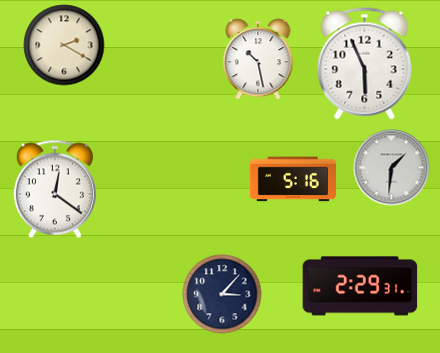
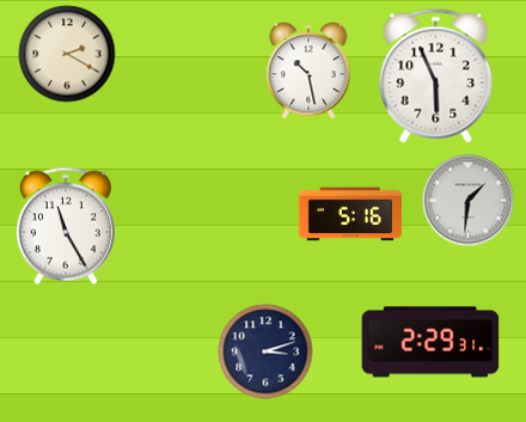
clock at (64, 45) position: (64, 45) -> (67, 54)
clock at (55, 189): 12:21 -> 11:25
clock at (222, 294): 3:07 -> 3:12
